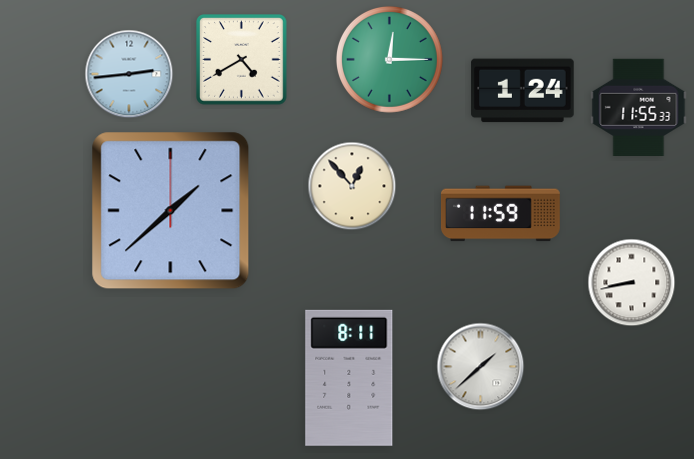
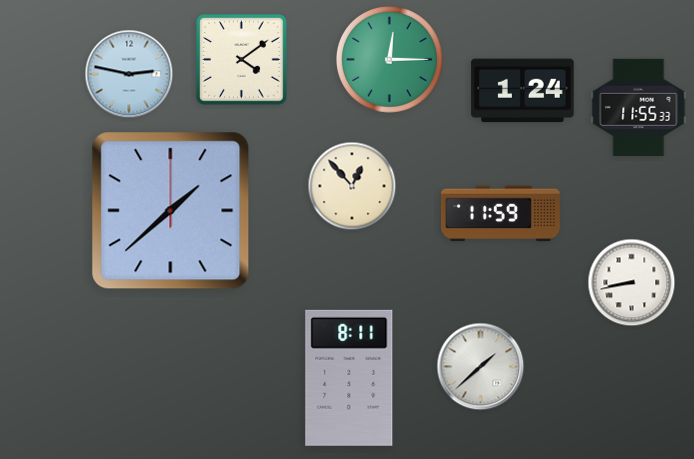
clock at (242, 60): 4:40 -> 4:09
clock at (129, 74): 2:44 -> 2:47
